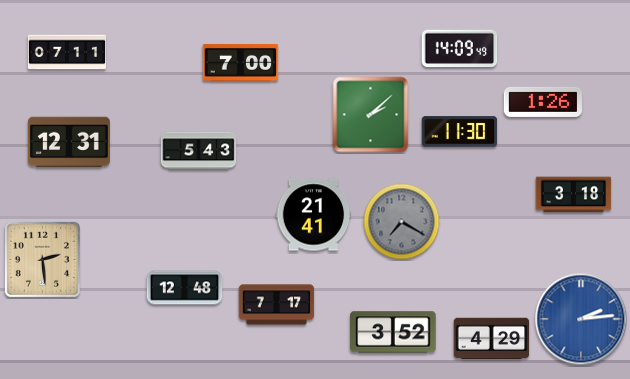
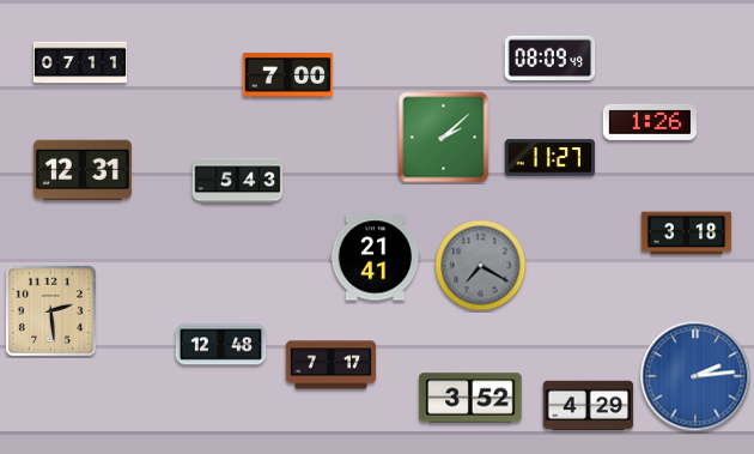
clock at (460, 48): 14:09 -> 08:09
clock at (460, 132): 11:30 -> 11:27
clock at (581, 319) position: (581, 319) -> (695, 376)
